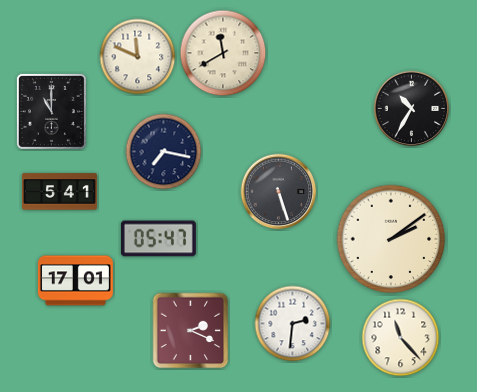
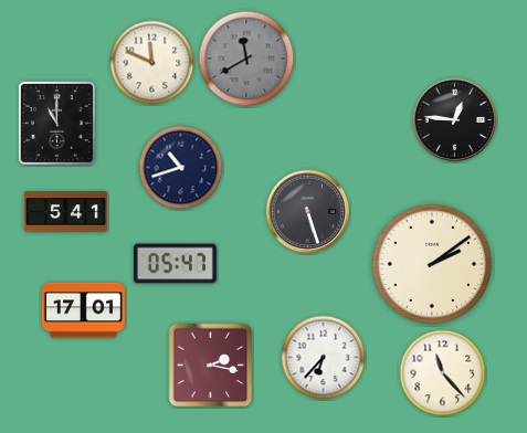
clock at (223, 53) dial: cream -> grey
clock at (412, 109): 10:35 -> 12:46
clock at (164, 152): 7:17 -> 10:42
clock at (293, 324): 2:31 -> 6:37
clock at (191, 331): 2:19 -> 2:17
